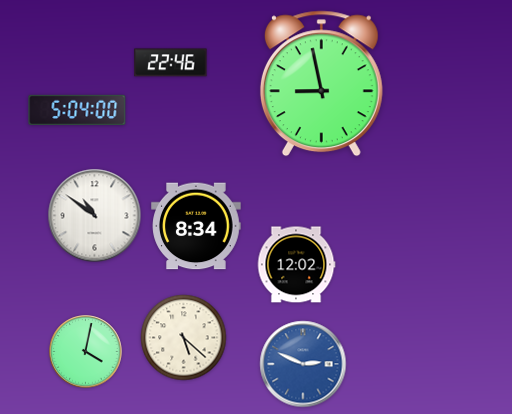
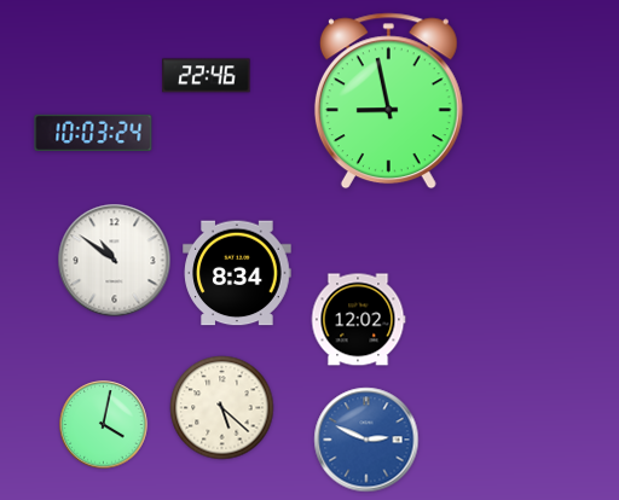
clock at (77, 110): 5:04 -> 10:03
